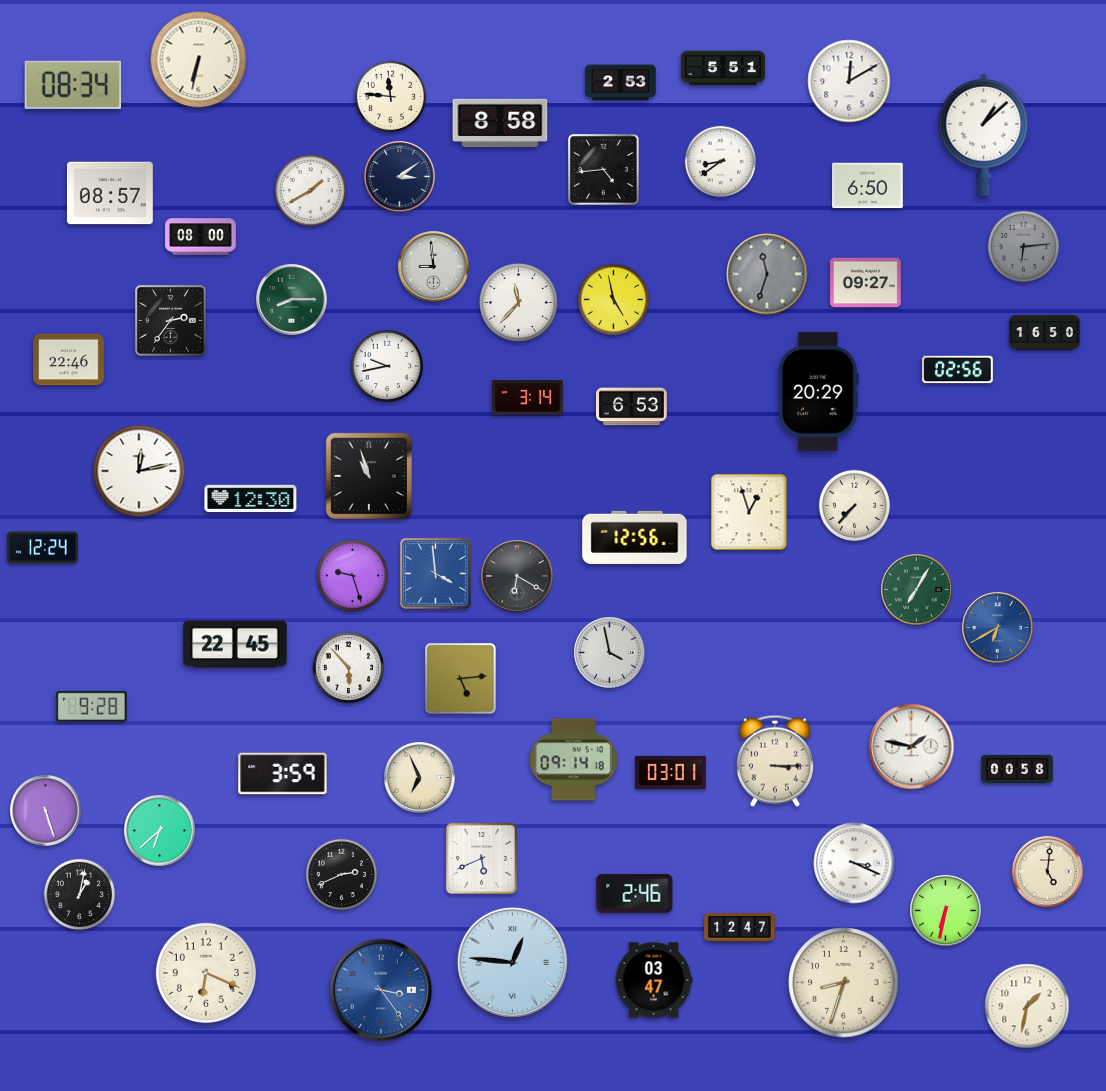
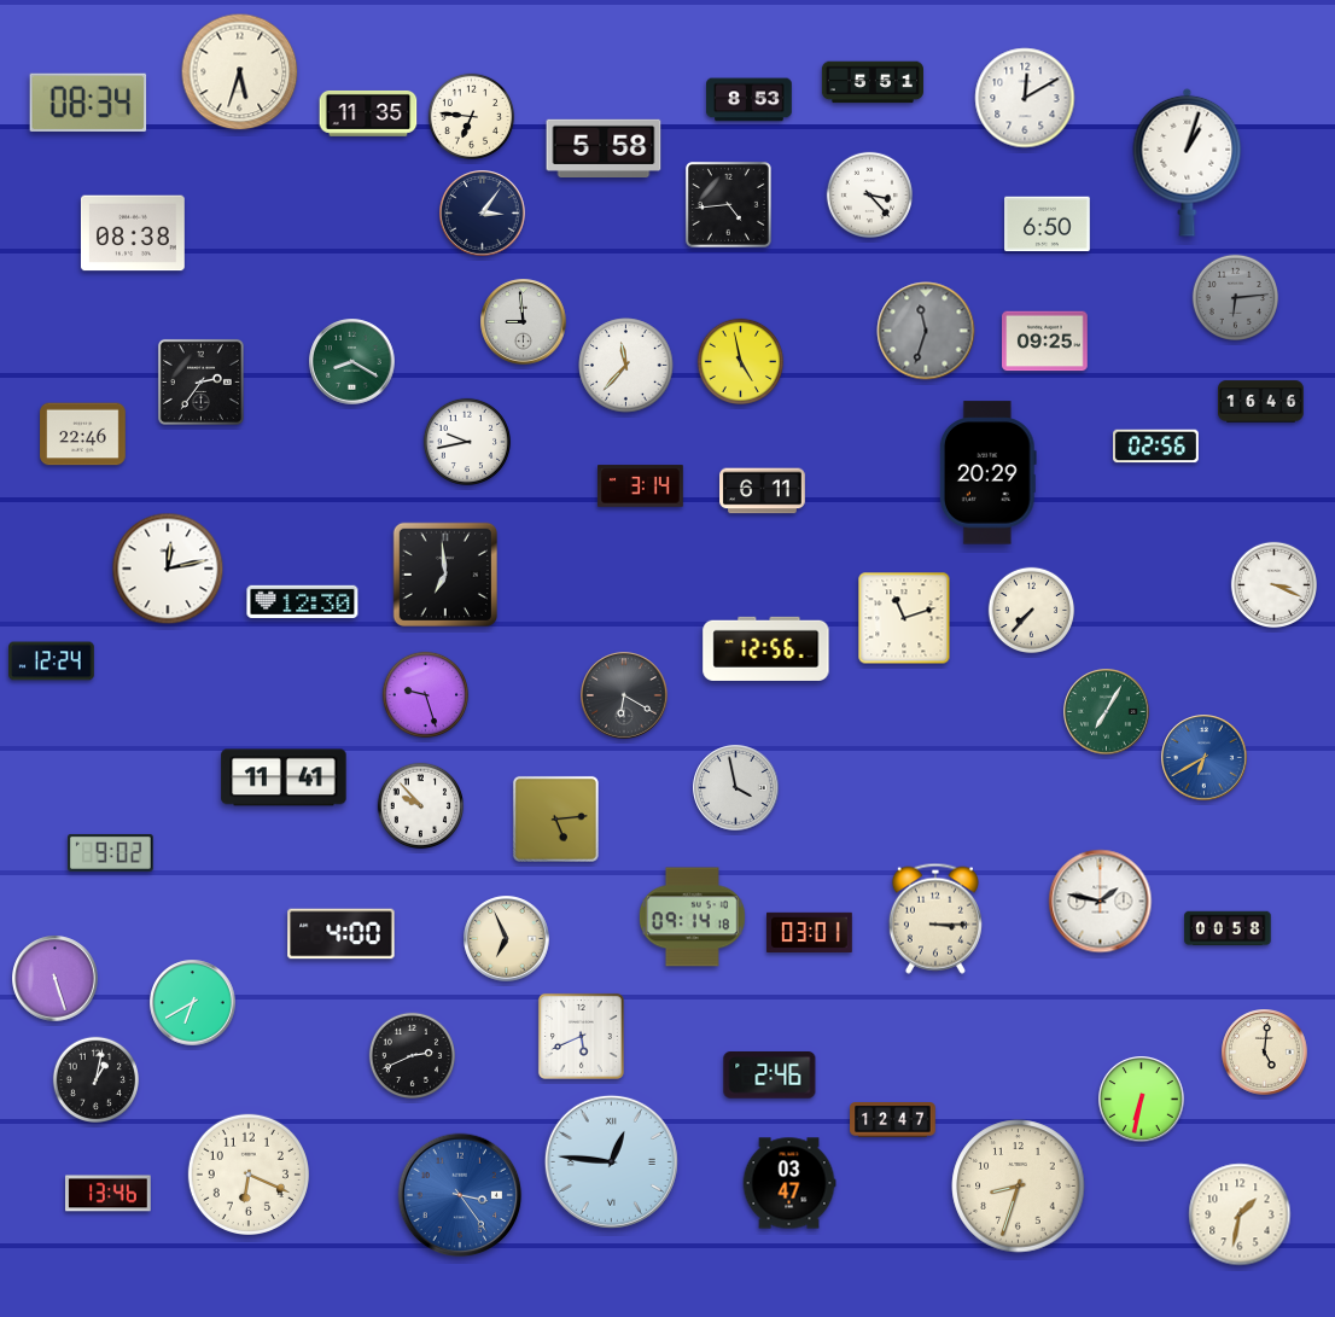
clock at (199, 60): 6:32 -> 5:33
clock at (621, 83): 2:53 -> 8:53
clock at (368, 113): none -> 11:35
clock at (391, 97): 11:46 -> 6:46
clock at (500, 122): 8:58 -> 5:58
clock at (984, 134): 1:08 -> 1:03
clock at (721, 162): 8:39 -> 3:23
clock at (400, 177): 3:09 -> 3:06
clock at (311, 191): 1:40 -> none
clock at (110, 193): 08:57 -> 08:38
clock at (201, 237): 08:00 -> none
clock at (866, 283): 09:27 -> 09:25
clock at (292, 300): 8:15 -> 8:20
clock at (170, 320) position: (170, 320) -> (200, 381)
clock at (1045, 333): 16:50 -> 16:46
clock at (528, 398) position: (528, 398) -> (641, 486)
clock at (632, 407): 6:53 -> 6:11
clock at (369, 476): 10:57 -> 6:59
clock at (1275, 585): none -> 3:19
clock at (749, 512): 12:57 -> 11:12
clock at (435, 573): 3:59 -> none
clock at (235, 644): 22:45 -> 11:41
clock at (349, 668): 5:53 -> 9:53
clock at (92, 706): 9:28 -> 9:02
clock at (283, 774): 3:59 -> 4:00
clock at (160, 831): 6:38 -> 6:40
clock at (854, 863): 3:19 -> none
clock at (635, 894) position: (635, 894) -> (770, 1076)
clock at (512, 962) position: (512, 962) -> (611, 1161)
clock at (109, 1194): none -> 13:46
